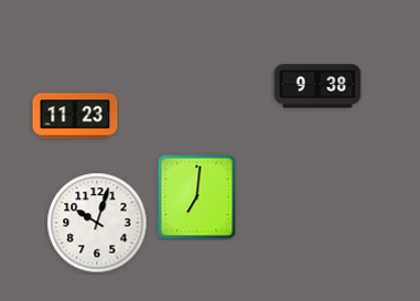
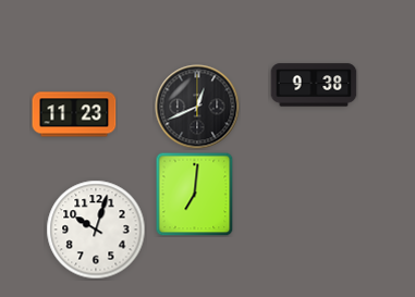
clock at (197, 107): none -> 12:41
clock at (97, 223) position: (97, 223) -> (96, 230)
